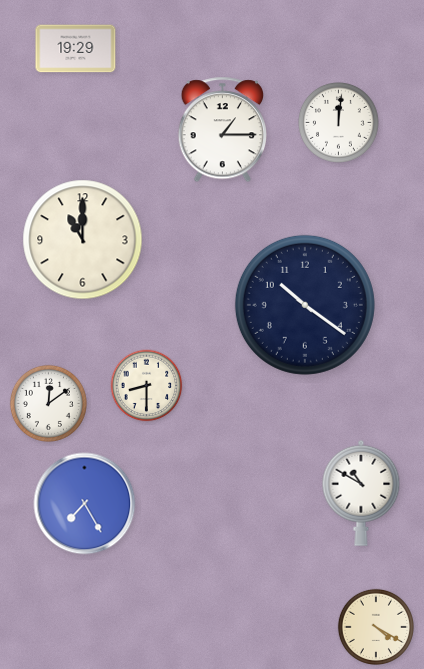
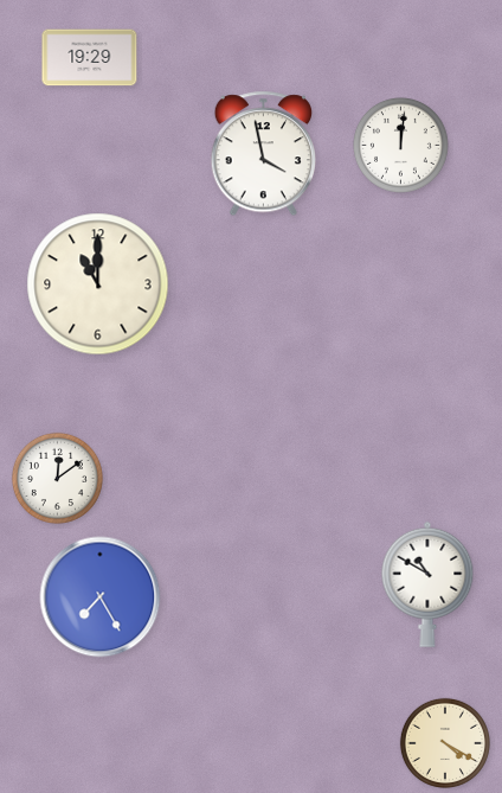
clock at (222, 130): 1:15 -> 3:58
clock at (305, 305): 10:21 -> none
clock at (147, 386): 8:30 -> none
